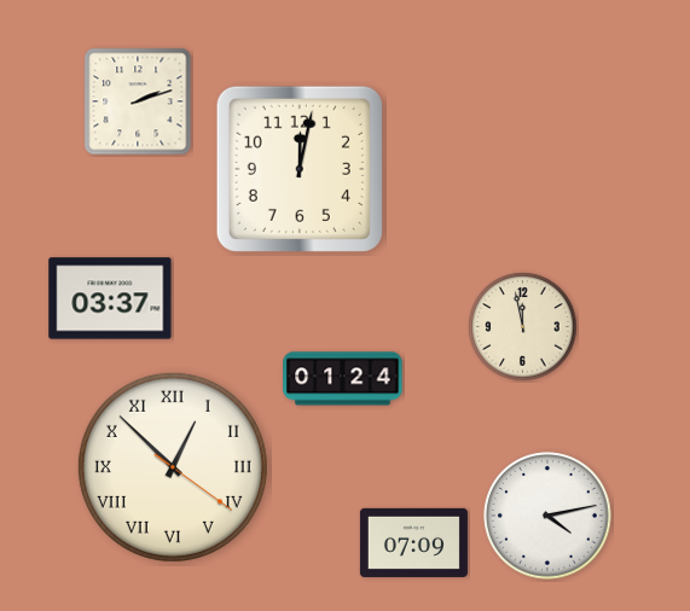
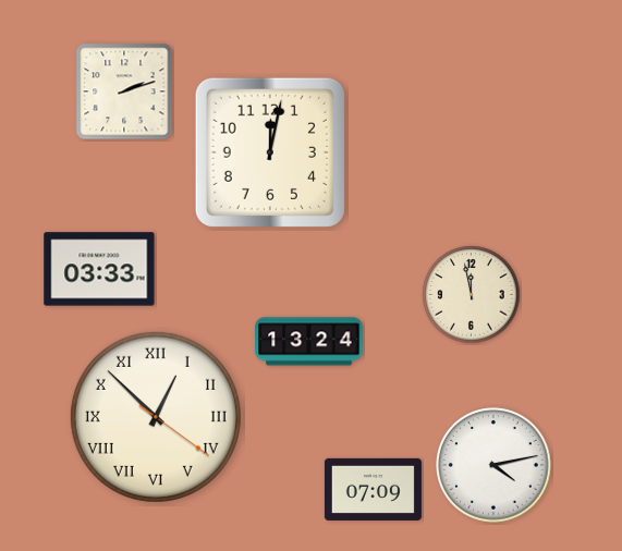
clock at (110, 298): 03:37 -> 03:33
clock at (343, 379): 01:24 -> 13:24
clock at (173, 467) position: (173, 467) -> (156, 417)
